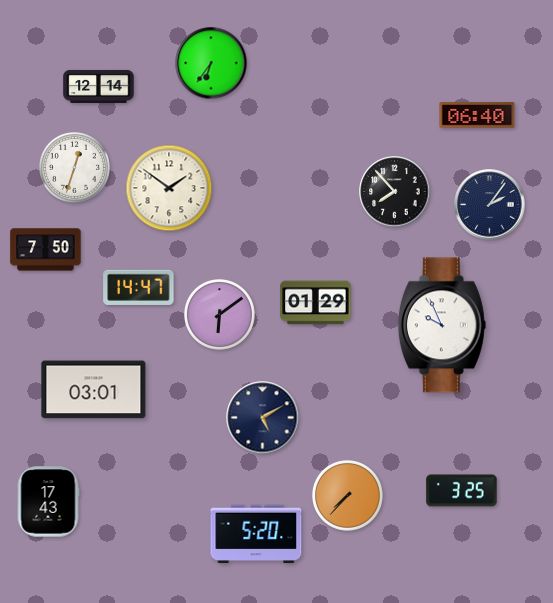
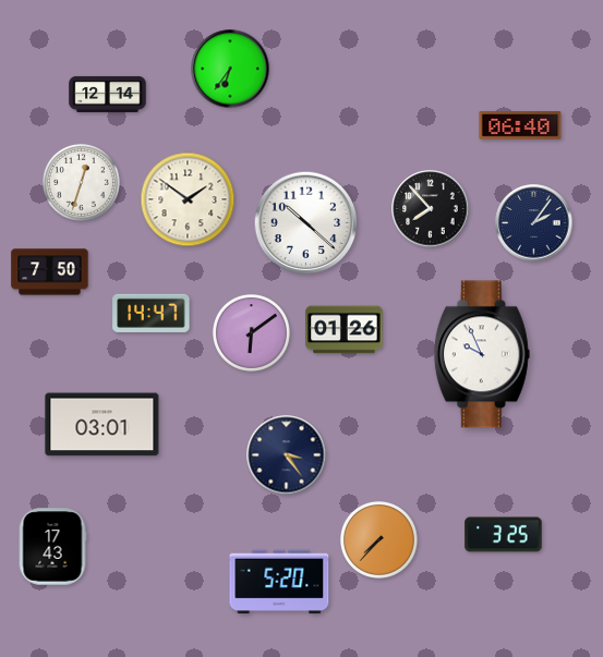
clock at (169, 188) position: (169, 188) -> (188, 199)
clock at (306, 223): none -> 10:22
clock at (316, 303): 01:29 -> 01:26
clock at (219, 314) position: (219, 314) -> (251, 332)
clock at (263, 418): 5:10 -> 3:24
